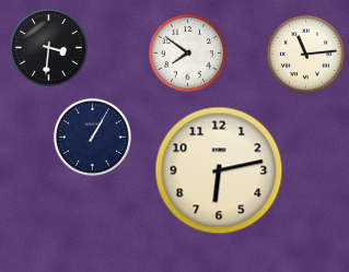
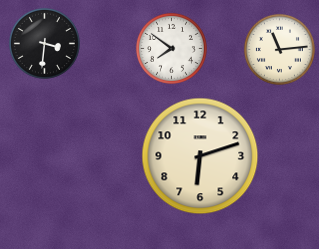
clock at (92, 137): 1:05 -> none
clock at (219, 170): 6:13 -> 6:12
